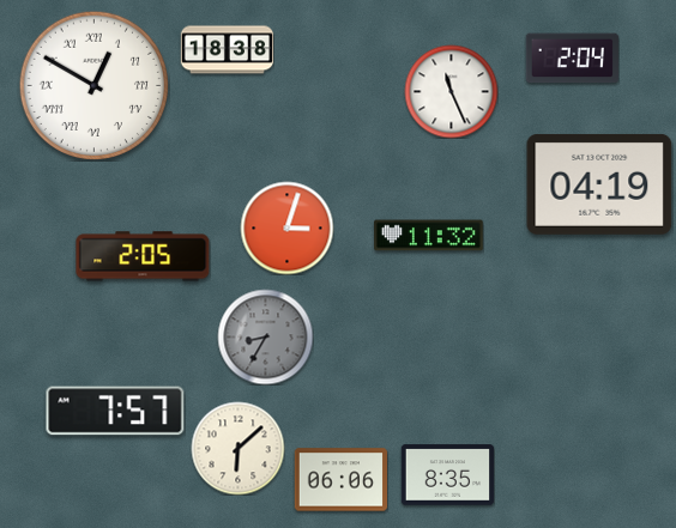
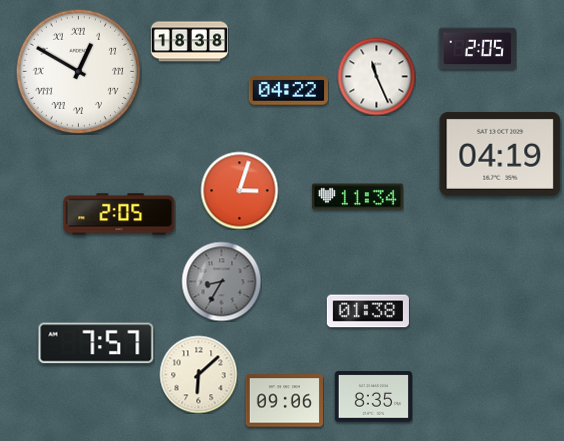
clock at (572, 59): 2:04 -> 2:05
clock at (288, 91): none -> 04:22
clock at (429, 236): 11:32 -> 11:34
clock at (368, 311): none -> 01:38
clock at (340, 480): 06:06 -> 09:06
